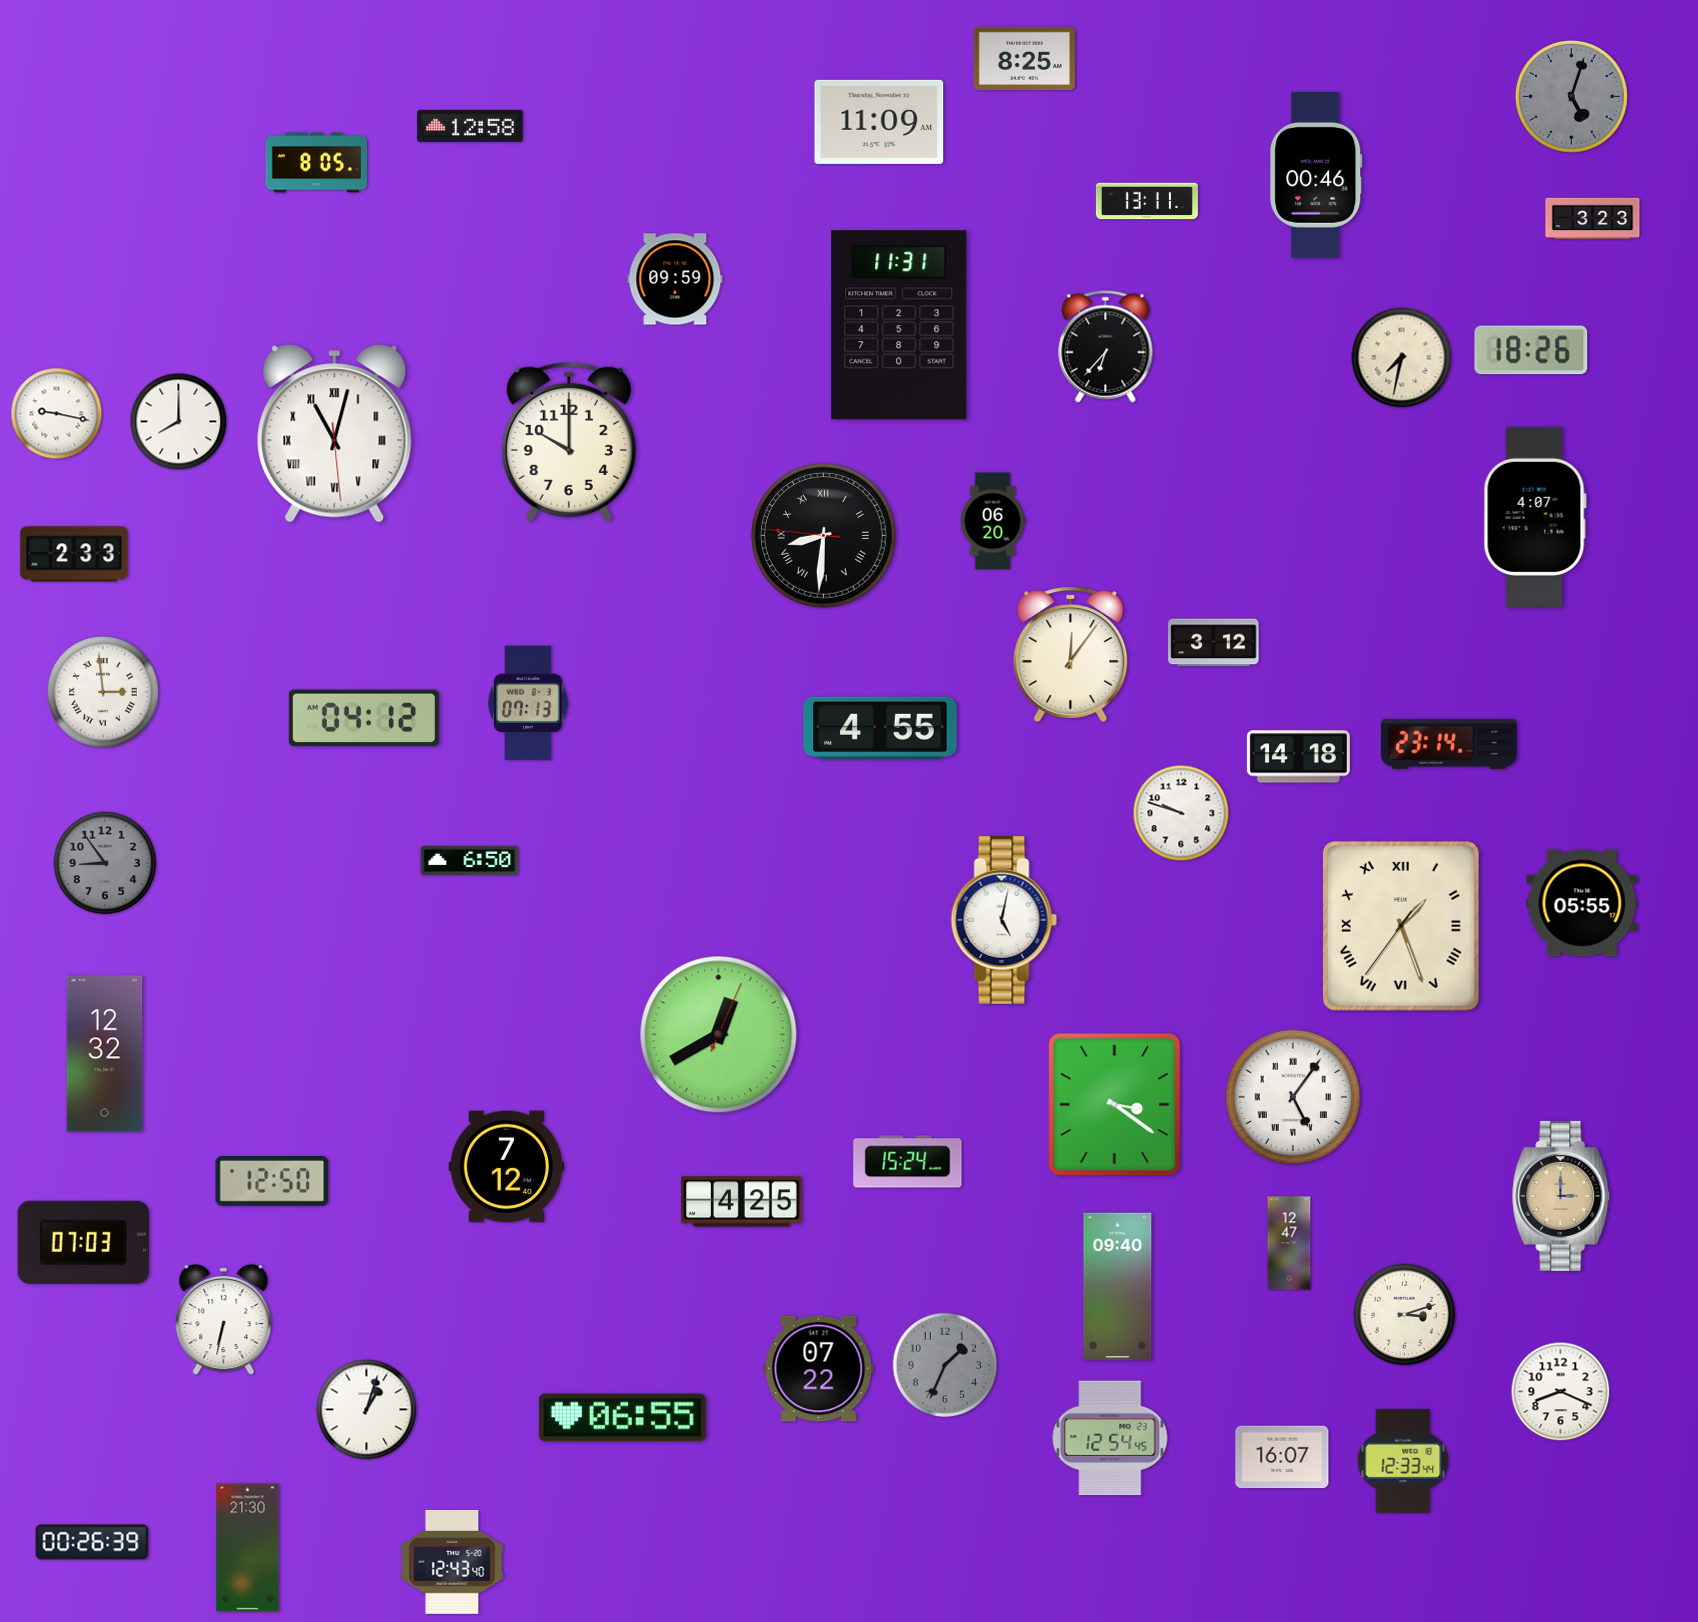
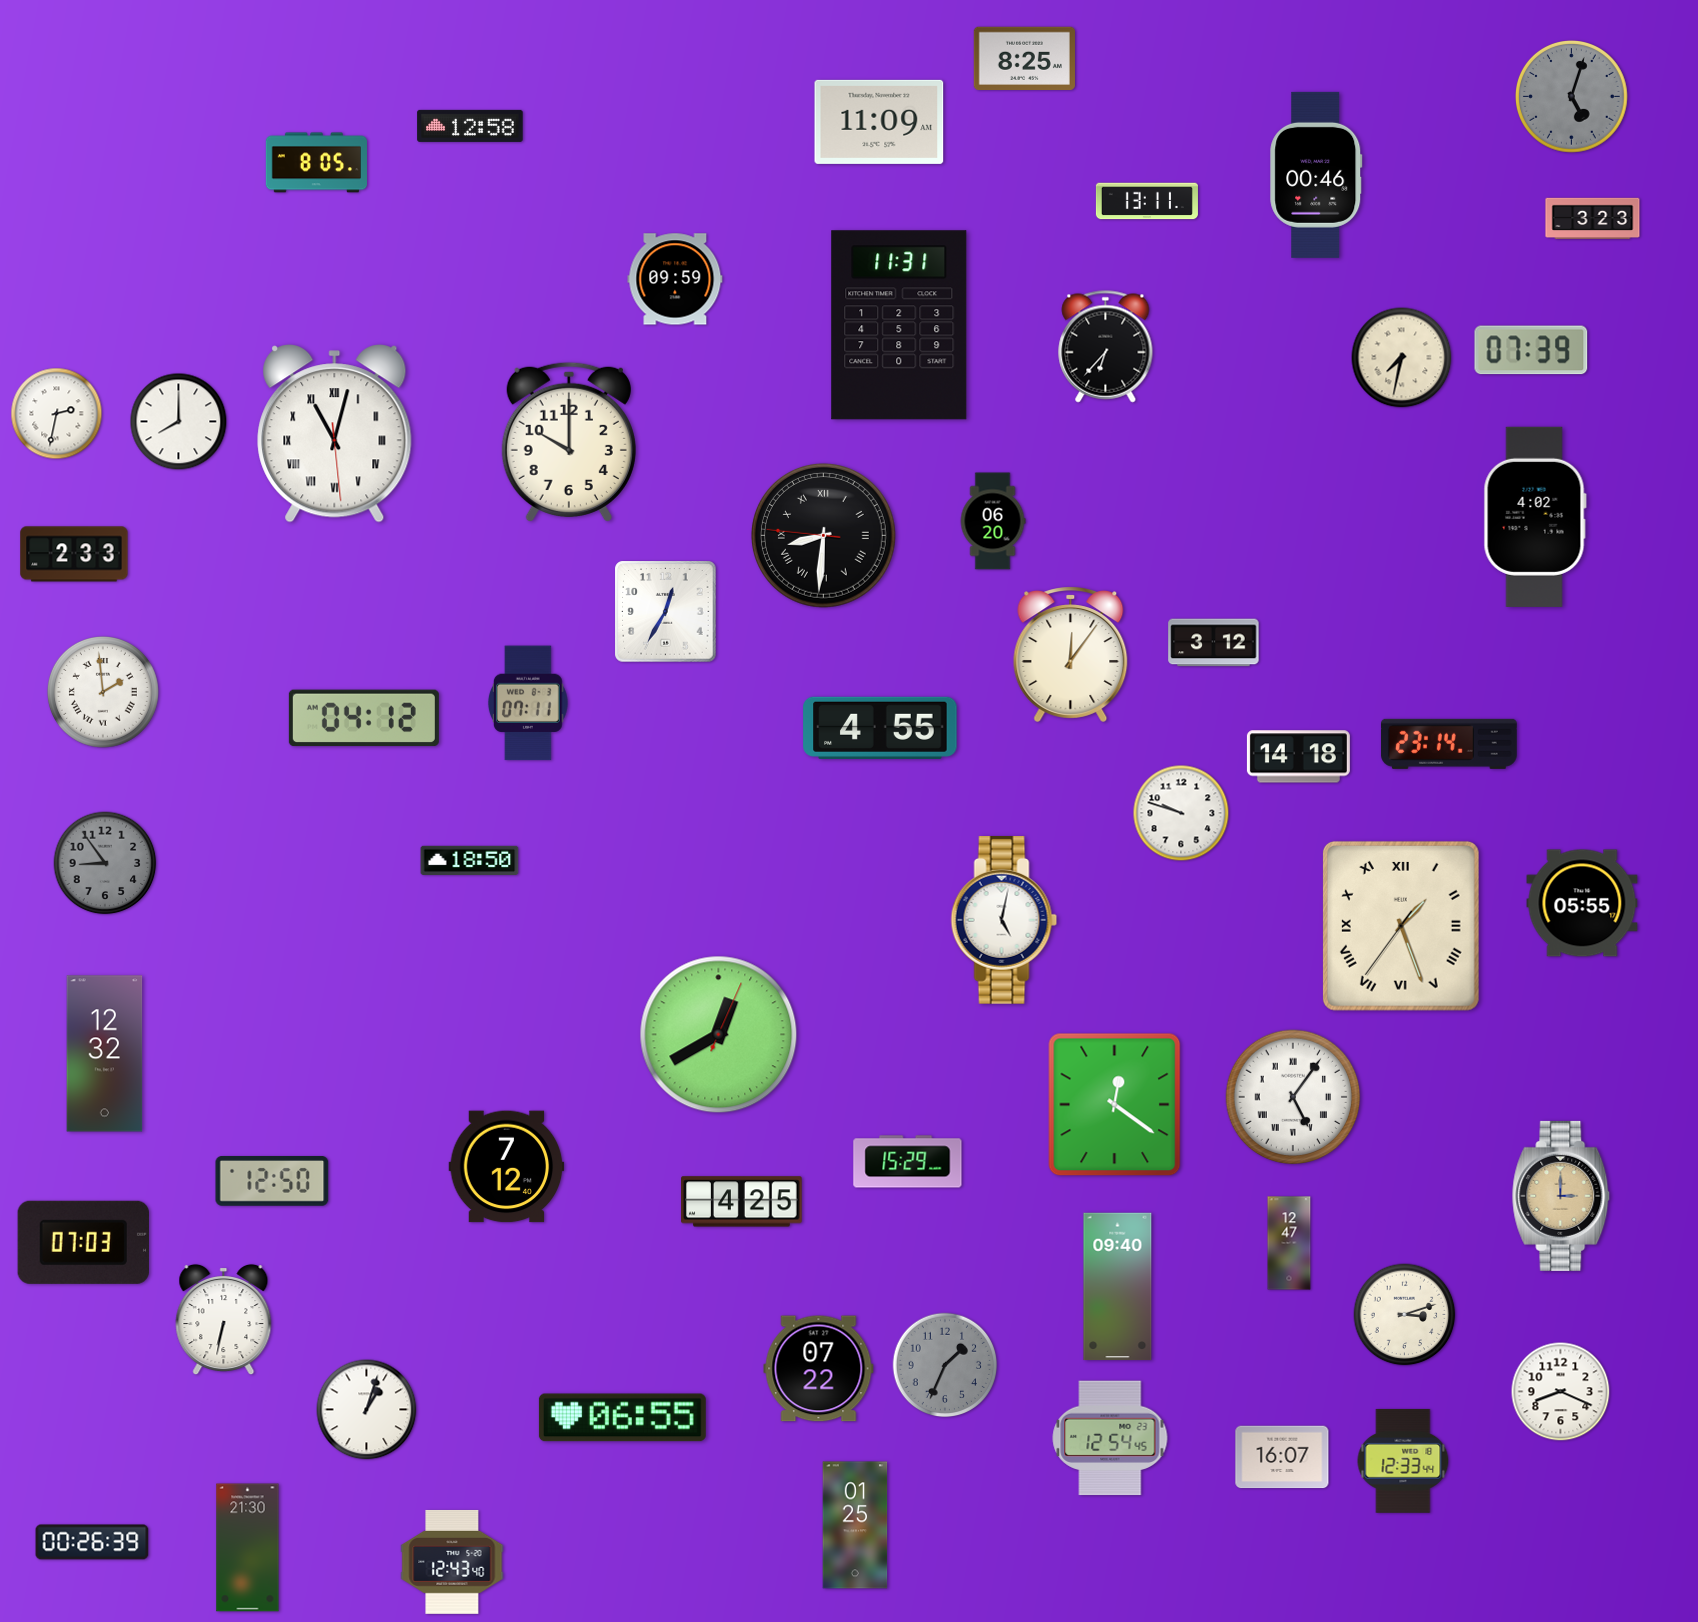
clock at (1531, 350): 18:26 -> 07:39
clock at (57, 414): 9:17 -> 2:32
clock at (1535, 517): 4:07 -> 4:02
clock at (666, 612): none -> 12:35
clock at (103, 692): 2:59 -> 1:59
clock at (528, 703): 07:13 -> 07:11
clock at (470, 860): 6:50 -> 18:50
clock at (1115, 1105): 3:21 -> 12:21
clock at (908, 1162): 15:24 -> 15:29
clock at (855, 1525): none -> 01:25
